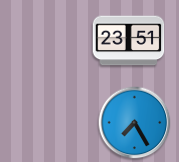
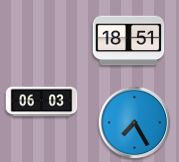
clock at (129, 41): 23:51 -> 18:51
clock at (42, 102): none -> 06:03
